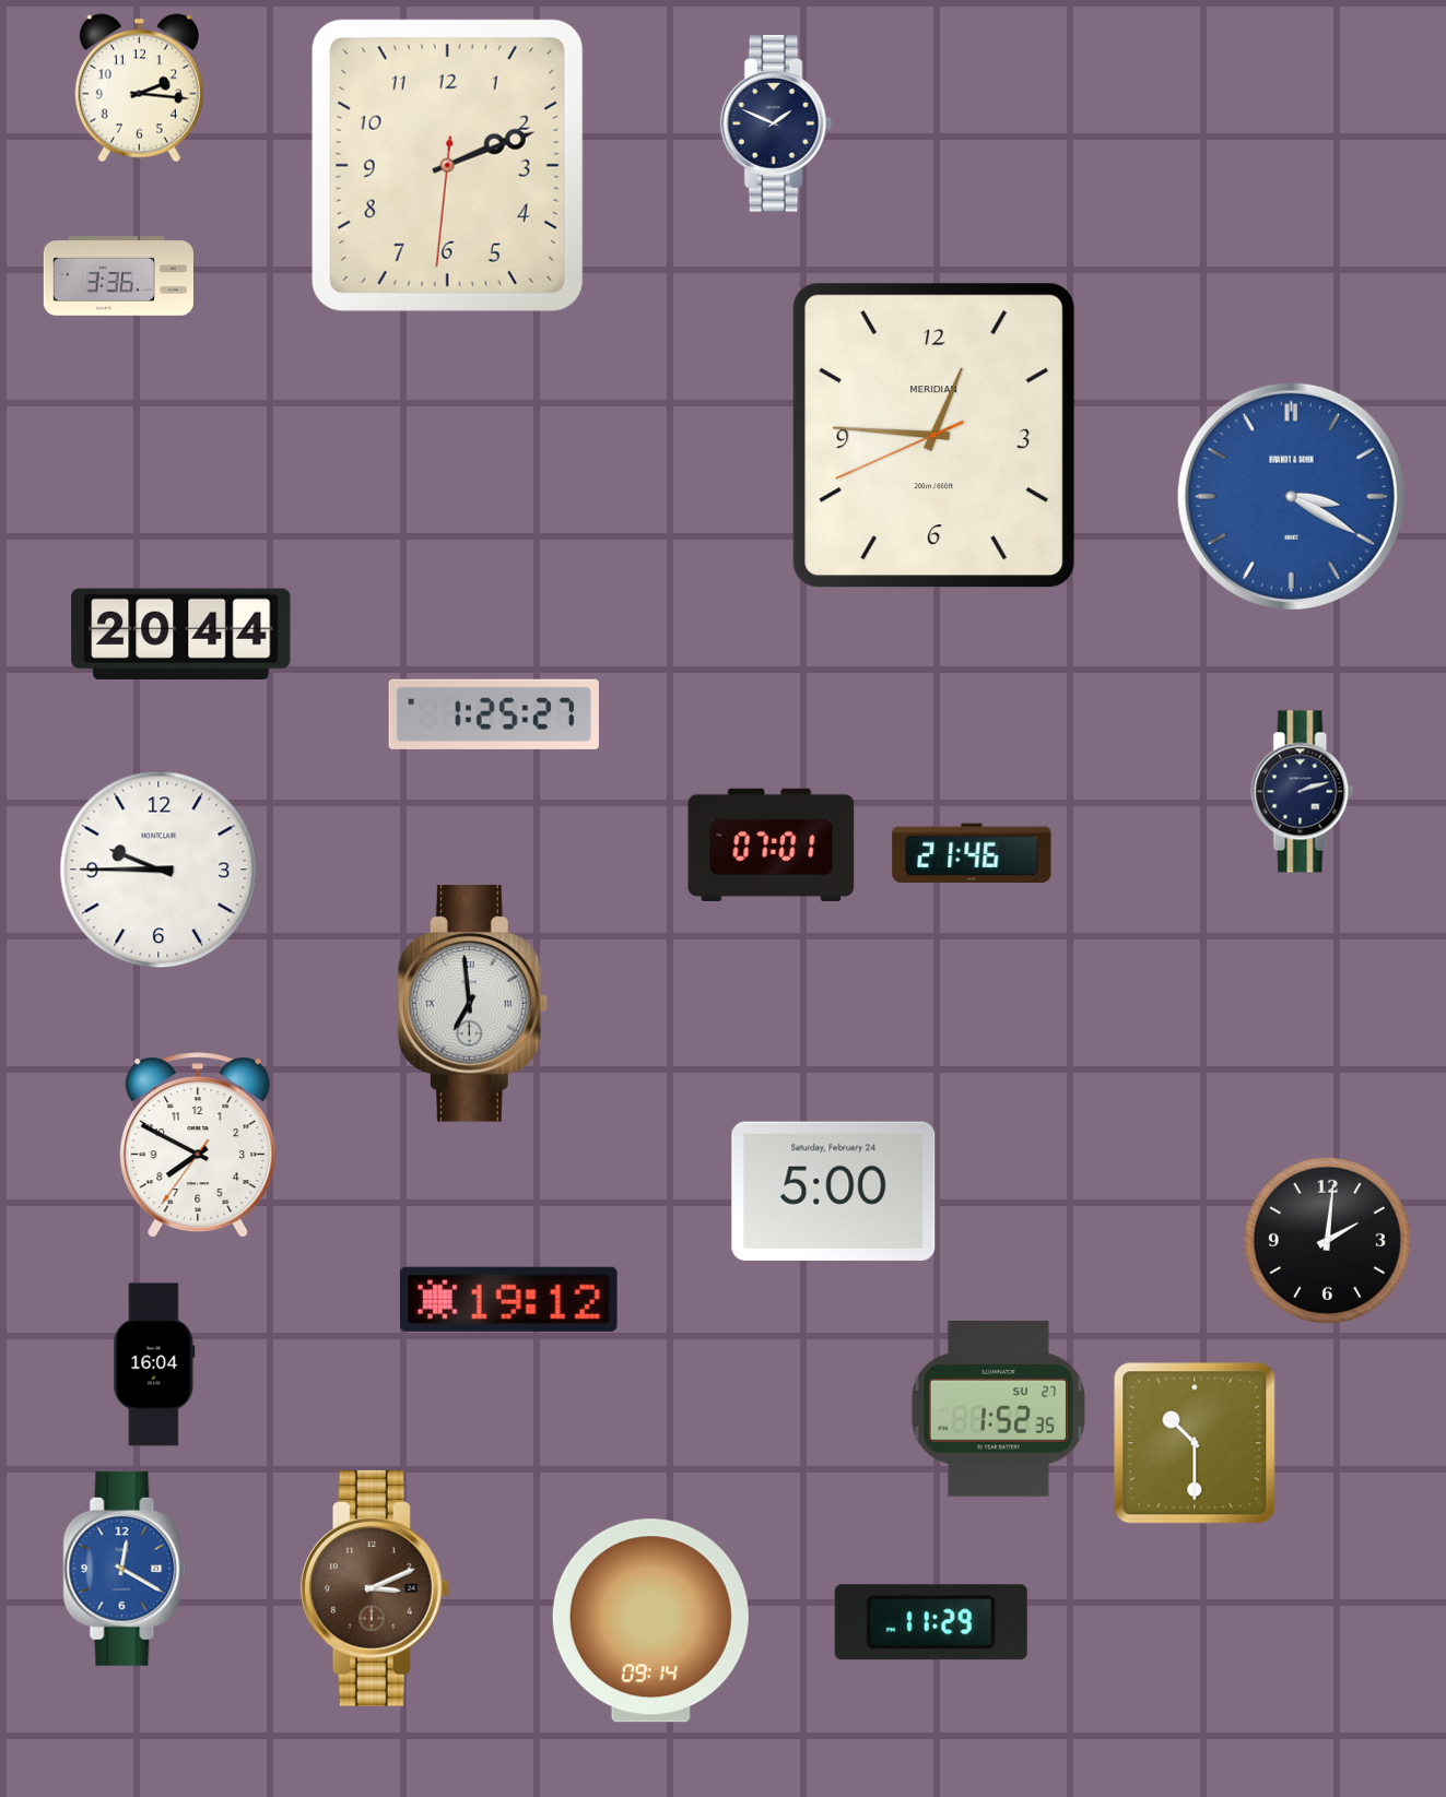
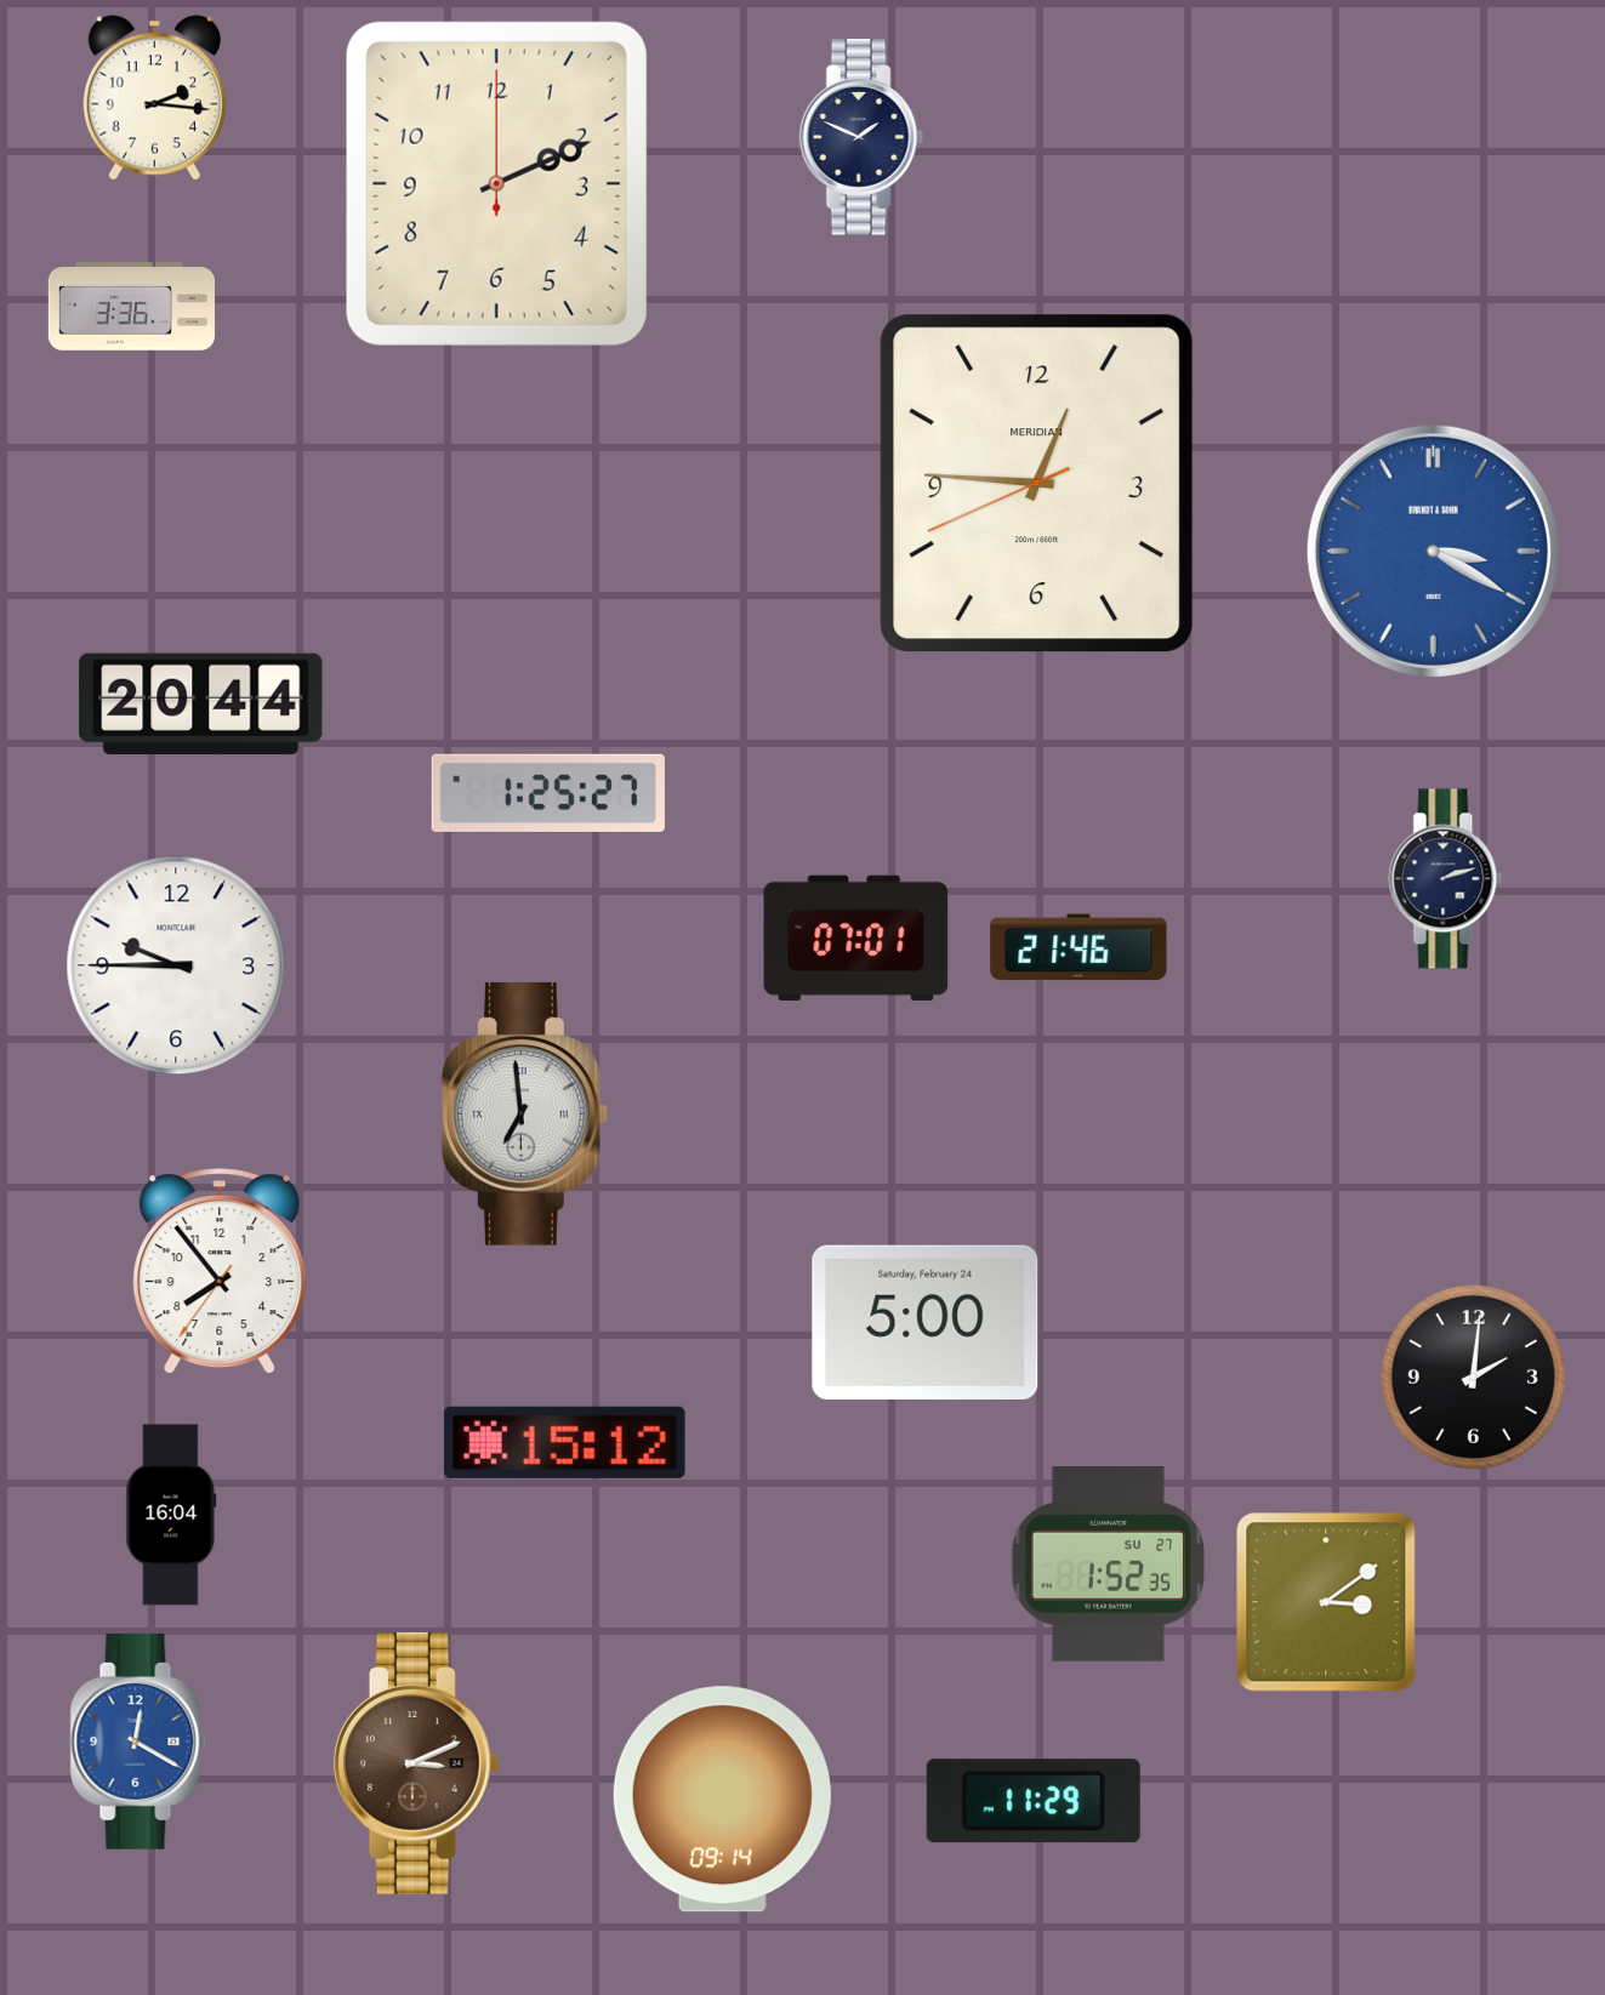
clock at (447, 165): 2:11:31 -> 2:11:00
clock at (198, 1146): 7:49 -> 7:53
clock at (508, 1299): 19:12 -> 15:12
clock at (1195, 1443): 10:30 -> 3:09
